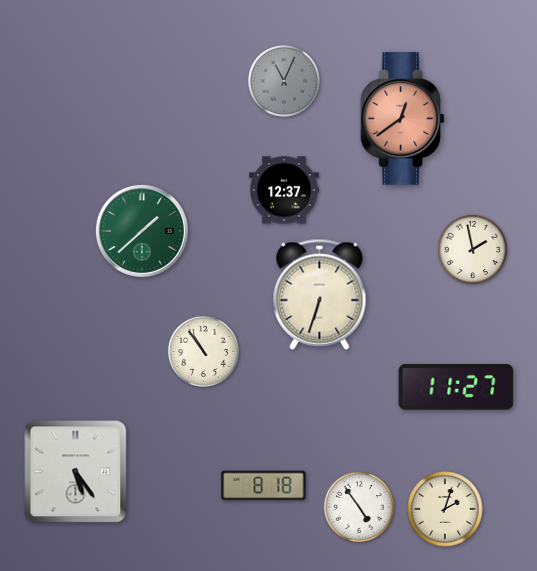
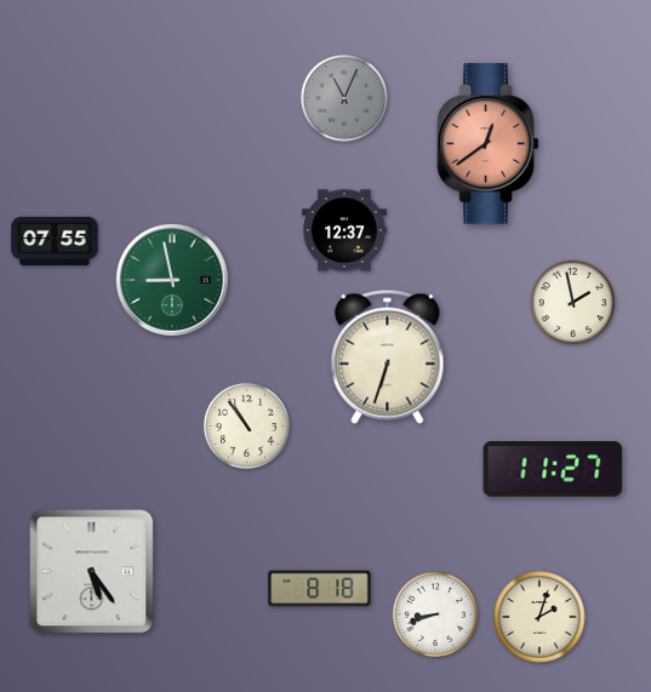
clock at (55, 241): none -> 07:55
clock at (142, 231): 1:38 -> 8:58
clock at (359, 507): 4:54 -> 8:42
